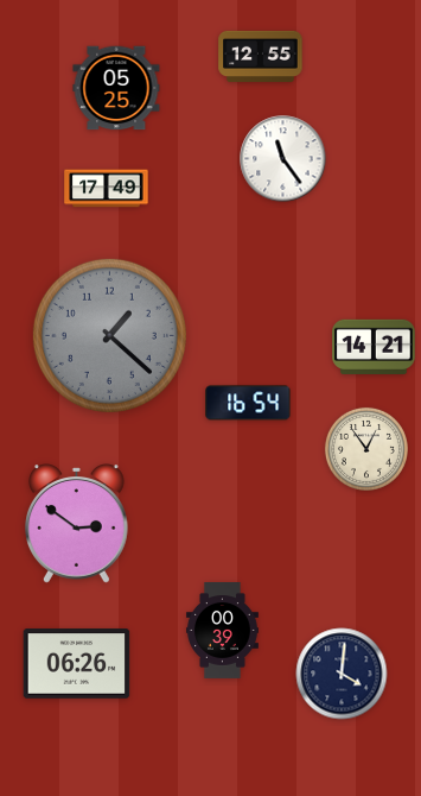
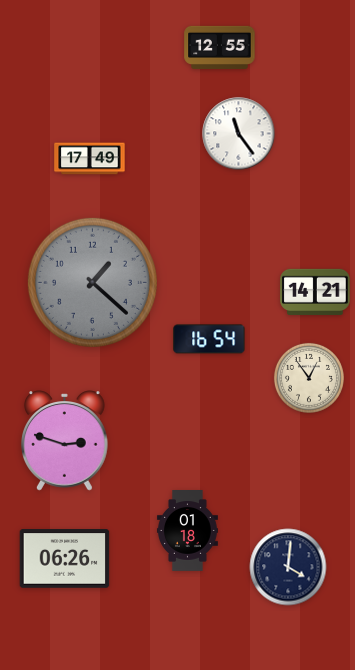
clock at (116, 88): 05:25 -> none
clock at (77, 524): 2:51 -> 2:48
clock at (222, 631): 00:39 -> 01:18
